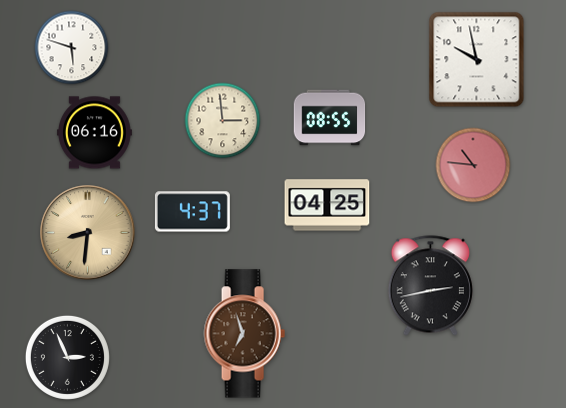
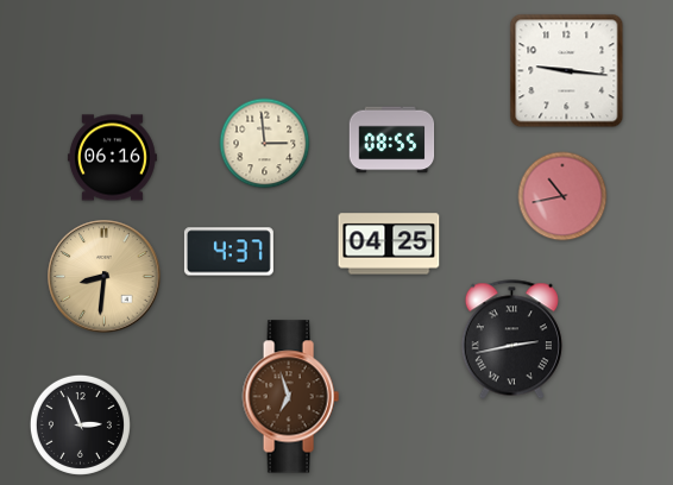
clock at (72, 48): 5:48 -> none
clock at (477, 60): 9:58 -> 9:16
clock at (473, 165): 10:46 -> 10:43
